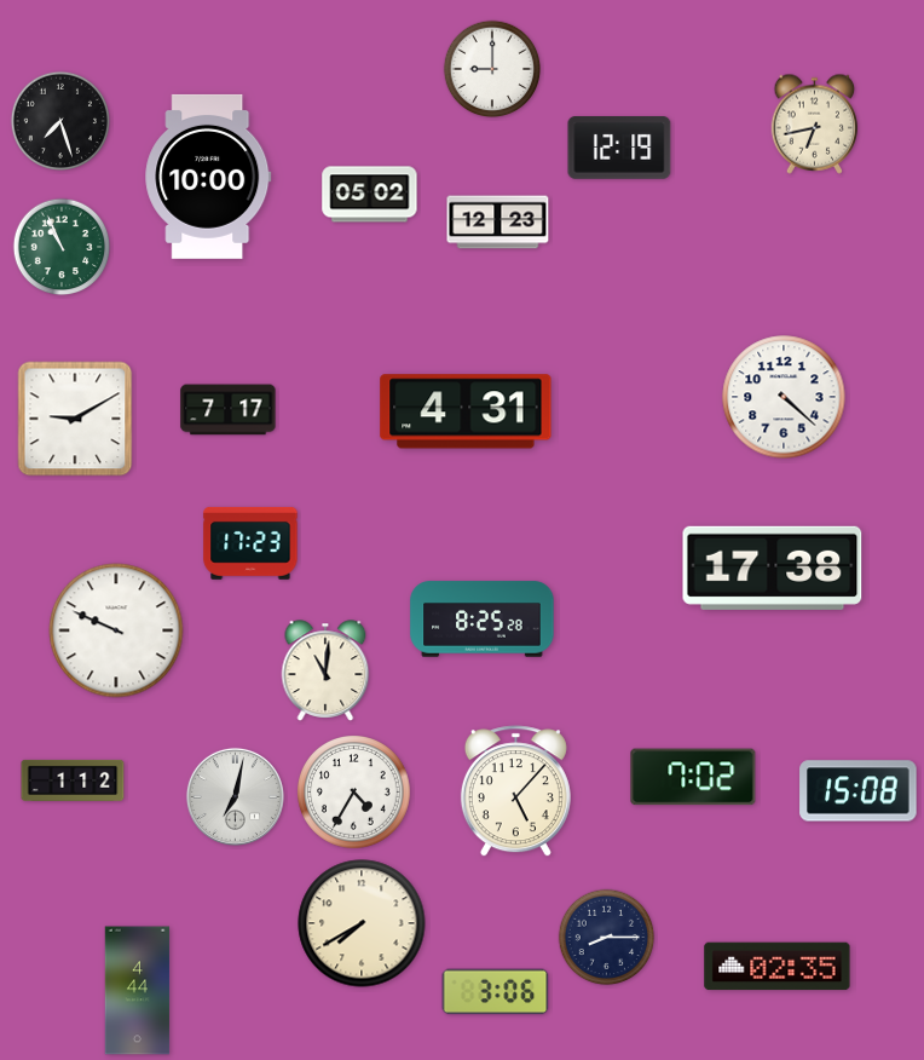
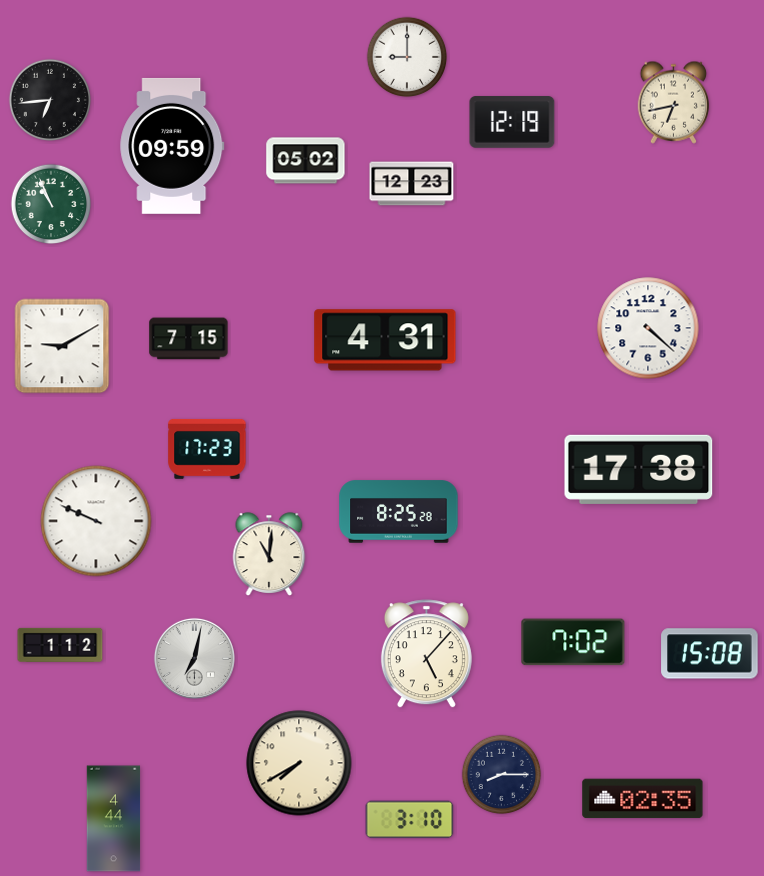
clock at (59, 120): 7:27 -> 6:44
clock at (208, 177): 10:00 -> 09:59
clock at (229, 410): 7:17 -> 7:15
clock at (354, 793): 4:35 -> none
clock at (496, 992): 3:06 -> 3:10
